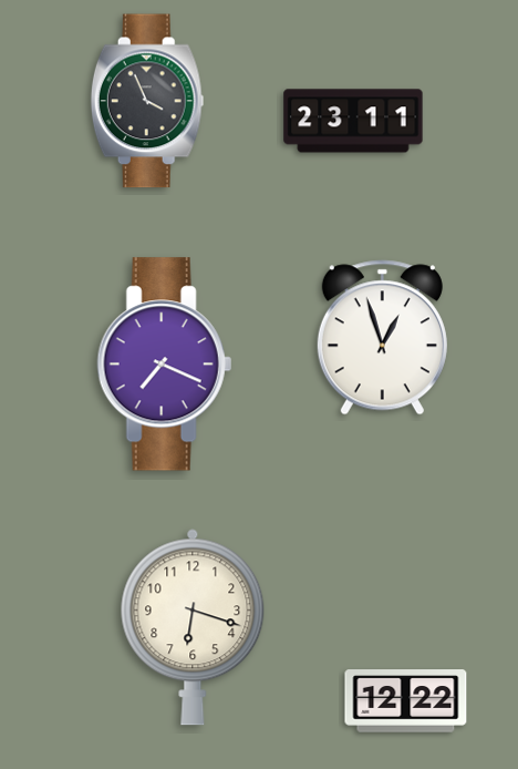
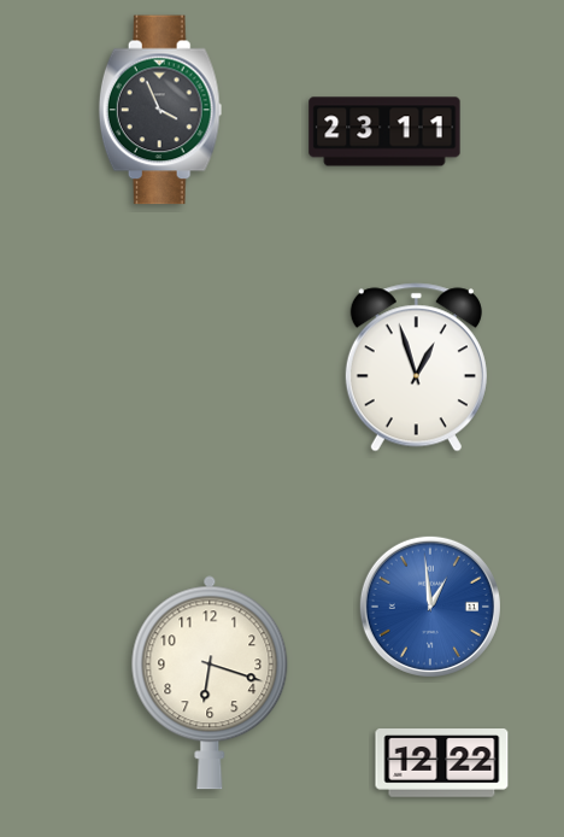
clock at (164, 365): 7:19 -> none
clock at (430, 607): none -> 12:59
